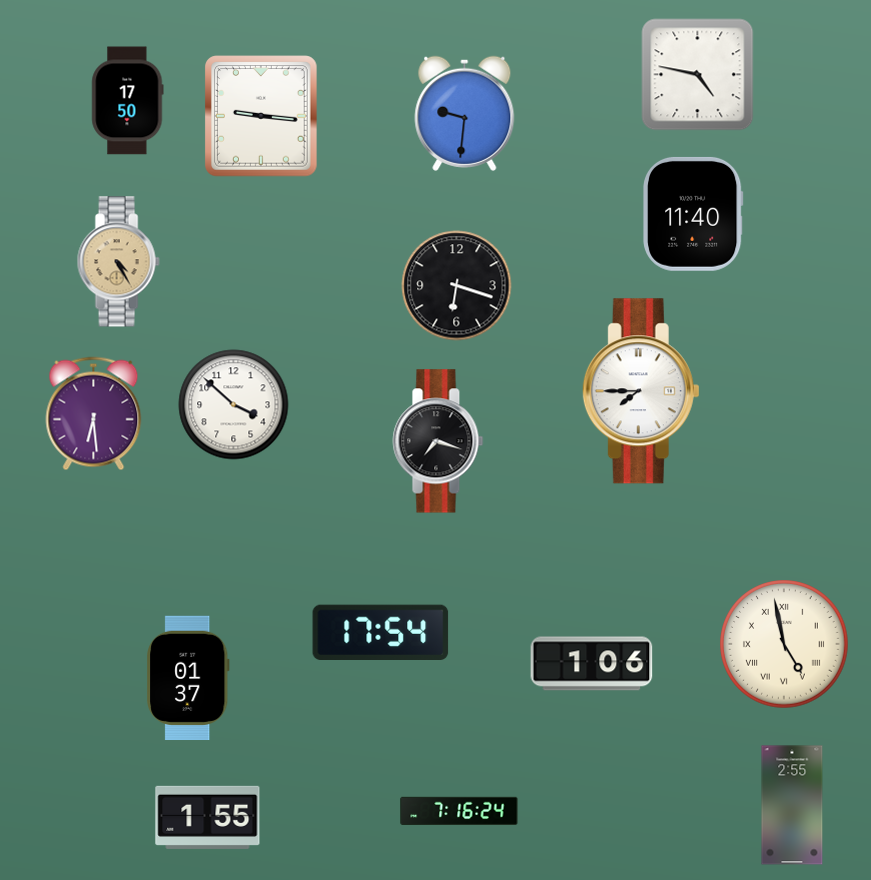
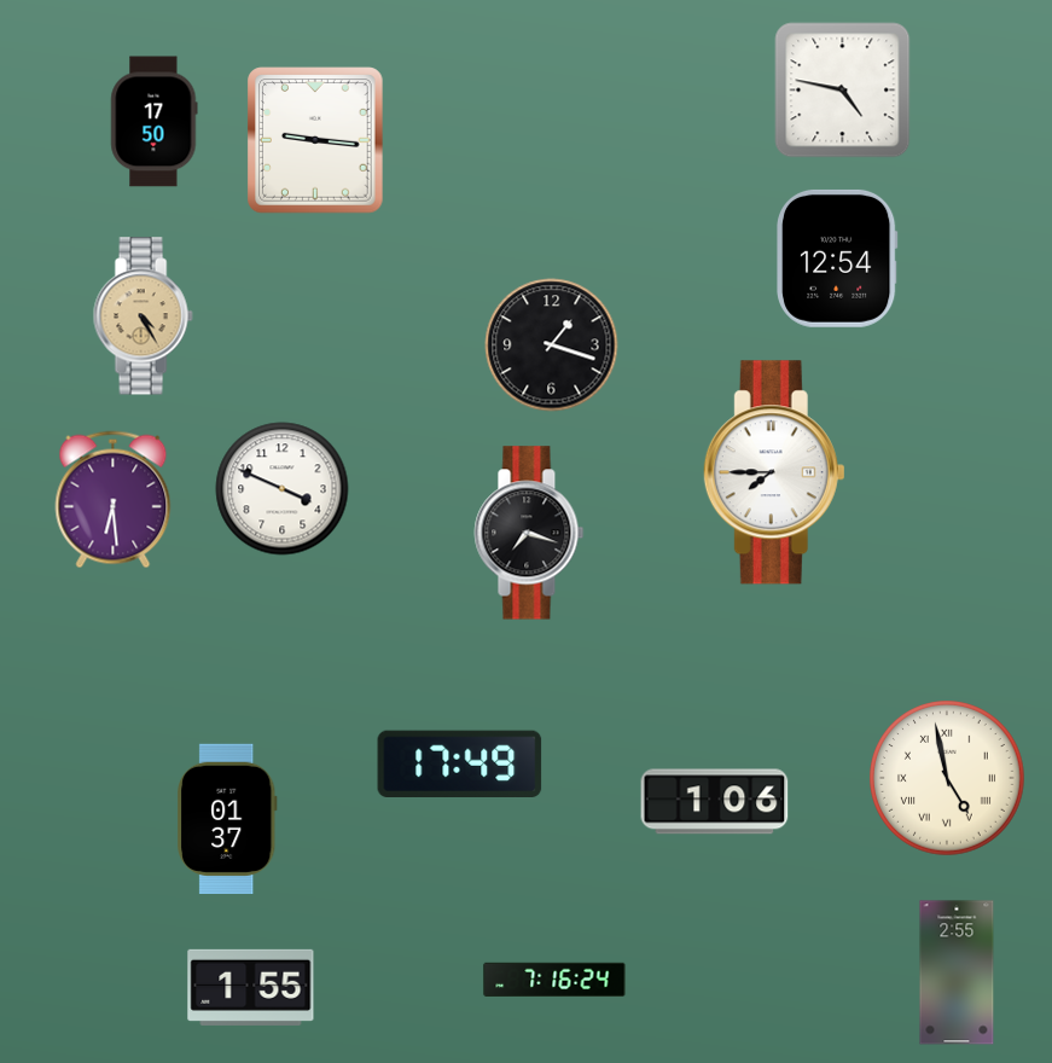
clock at (465, 113): 9:31 -> none
clock at (693, 214): 11:40 -> 12:54
clock at (457, 286): 6:18 -> 1:18
clock at (234, 405): 3:52 -> 3:49
clock at (381, 632): 17:54 -> 17:49
